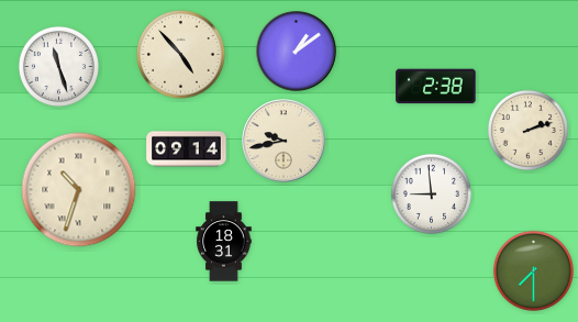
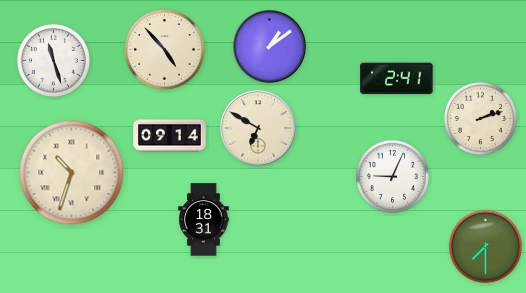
clock at (436, 87): 2:38 -> 2:41
clock at (284, 141): 9:43 -> 6:50
clock at (431, 193): 8:59 -> 9:04
